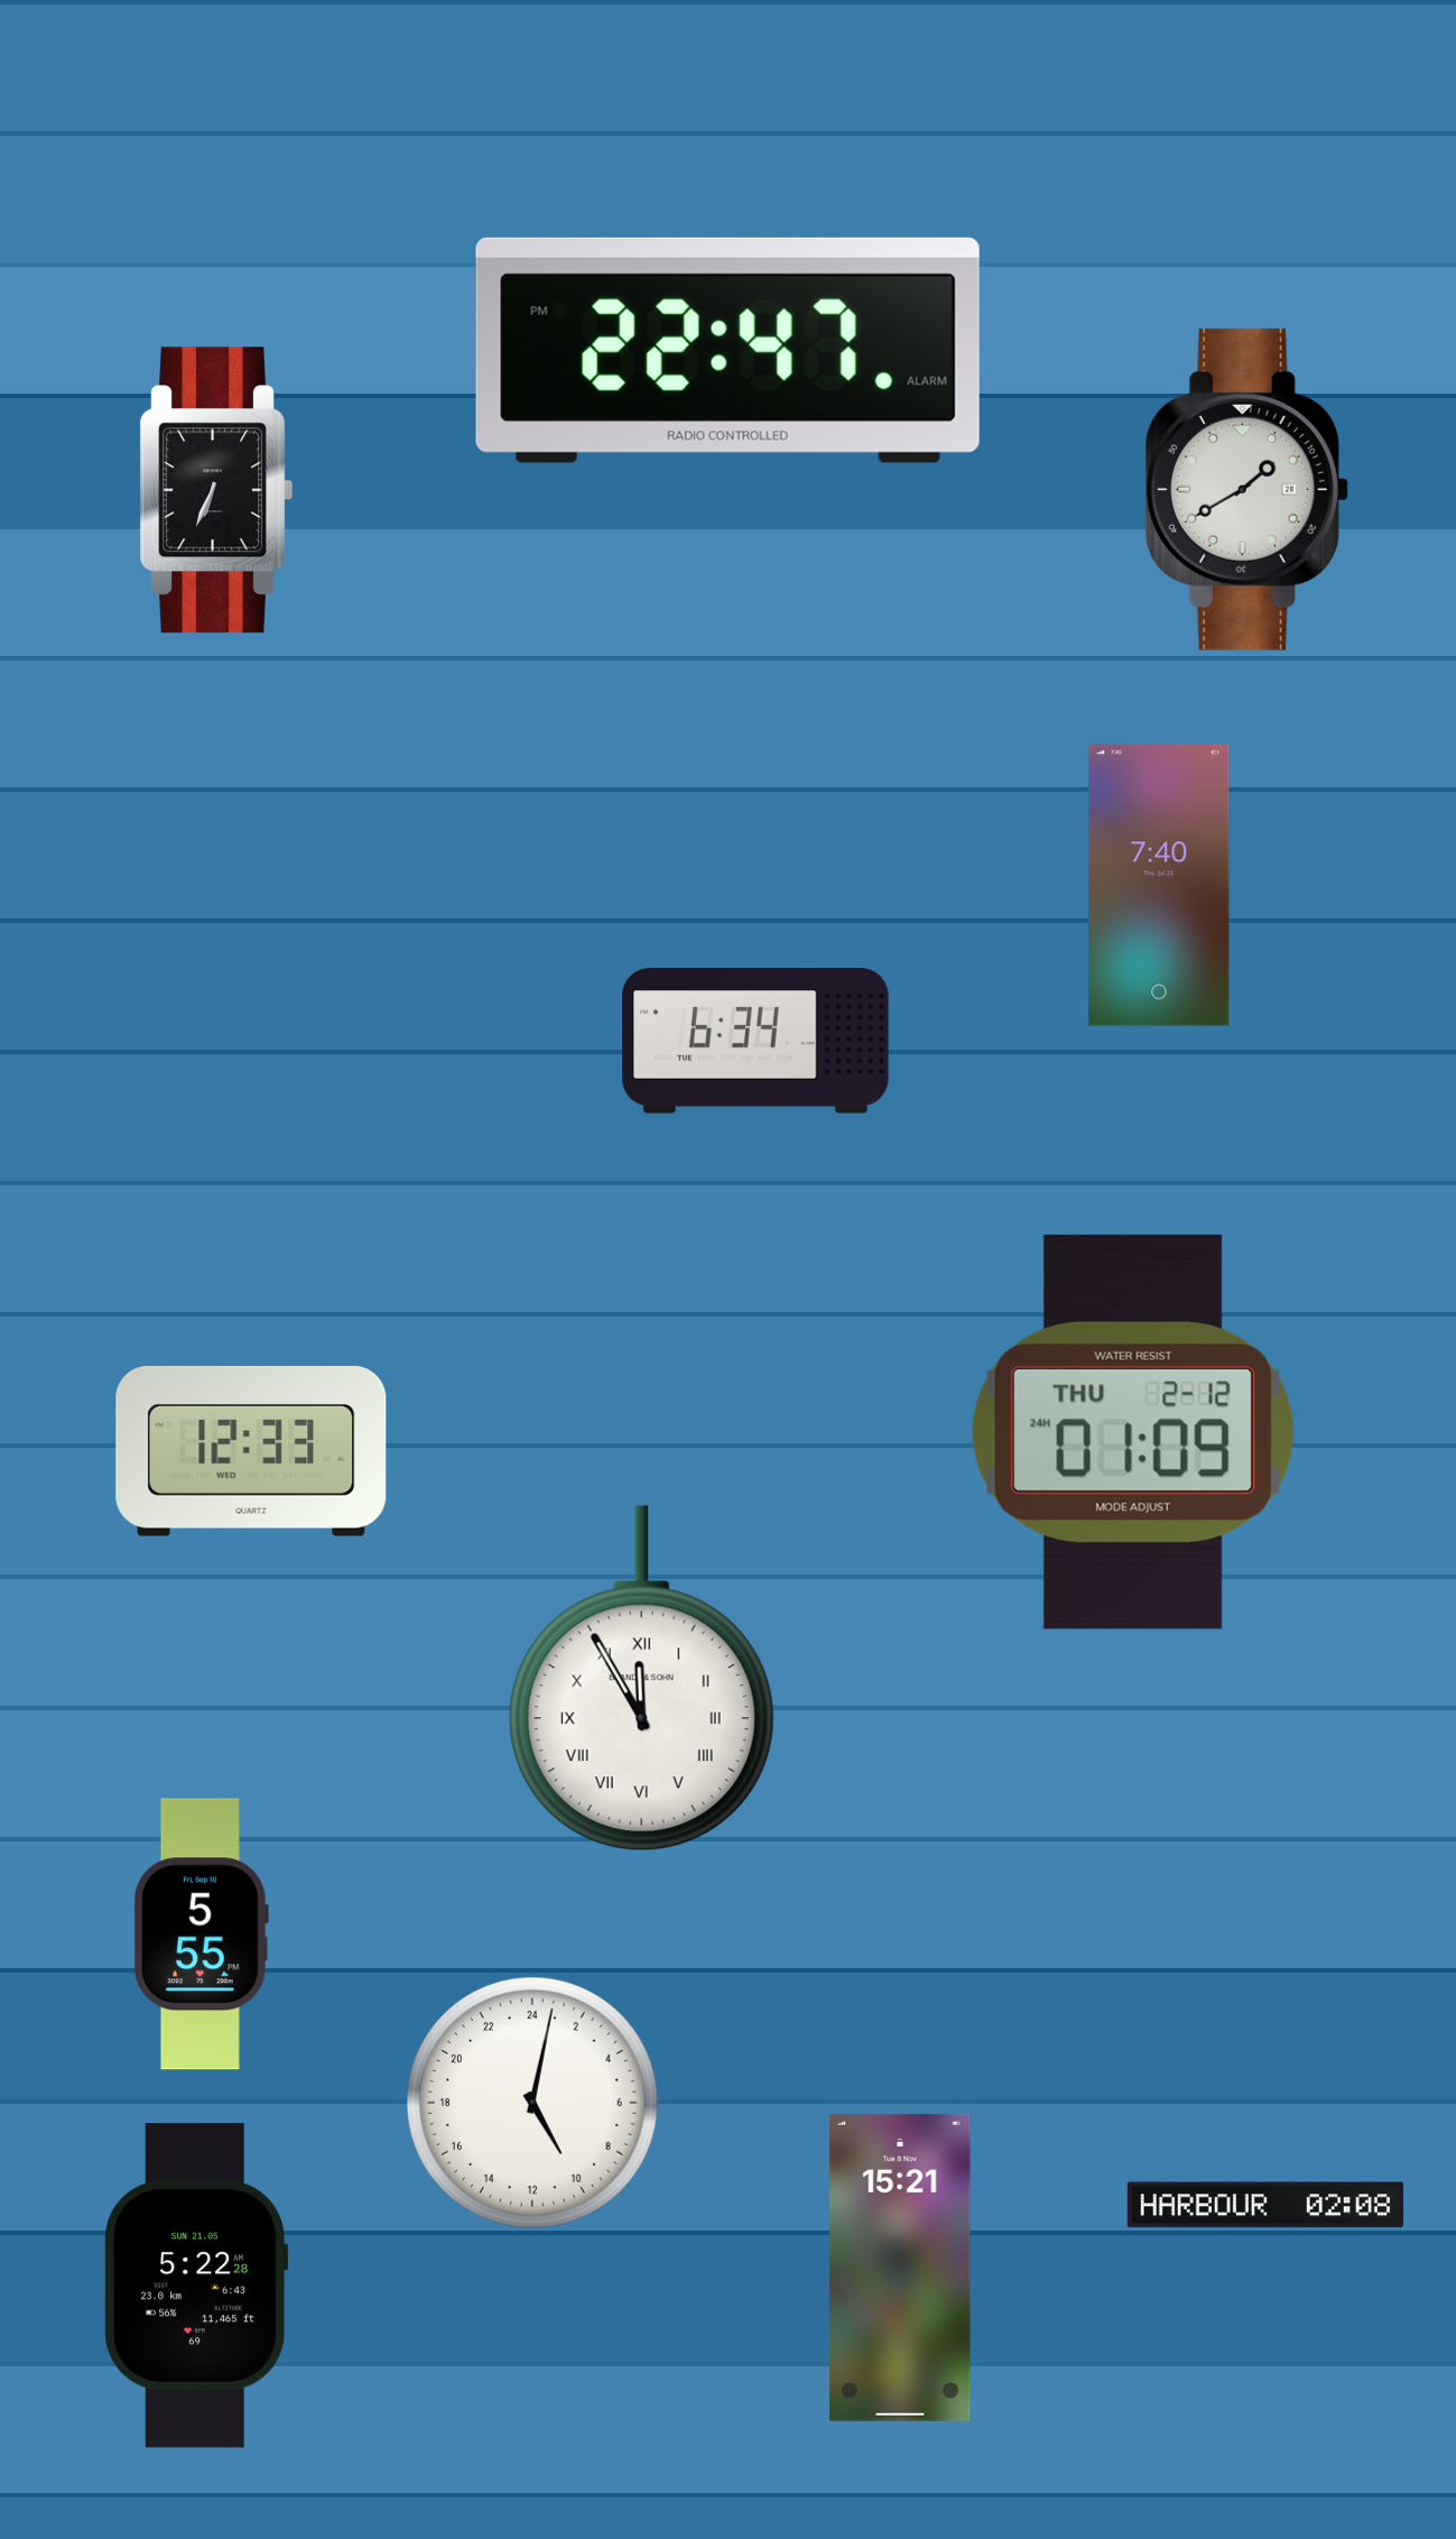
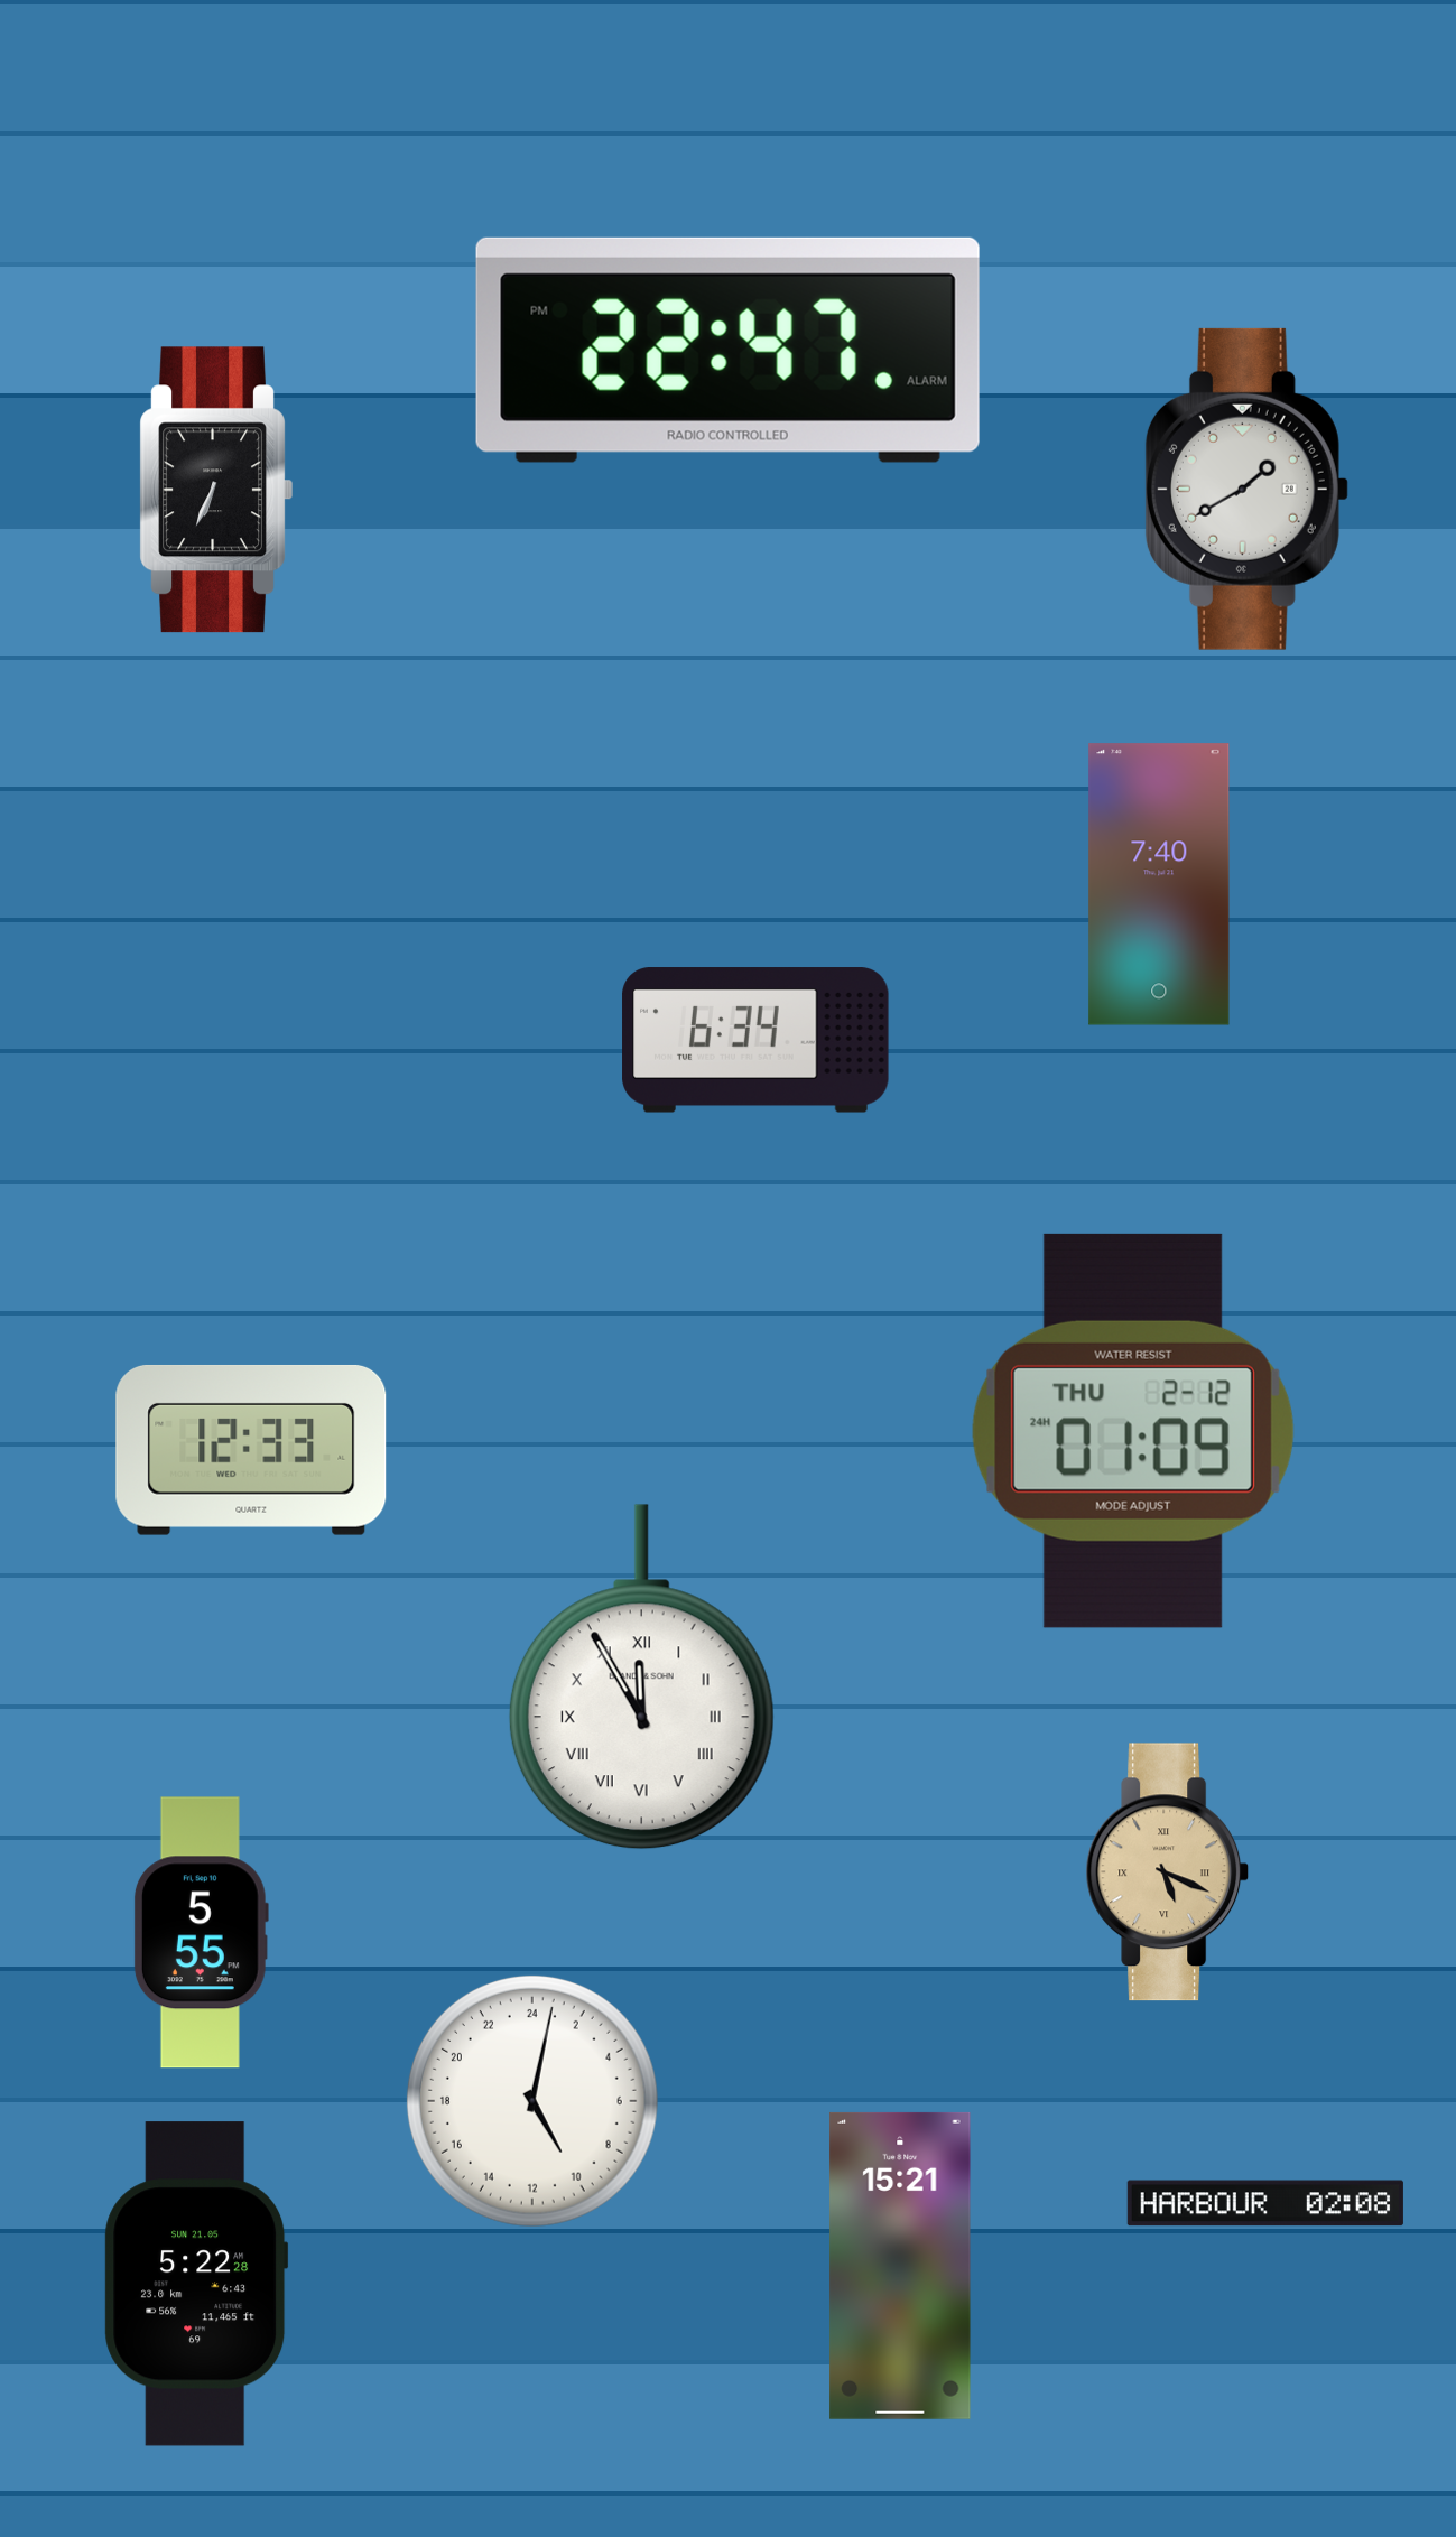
clock at (1168, 1872): none -> 5:19
